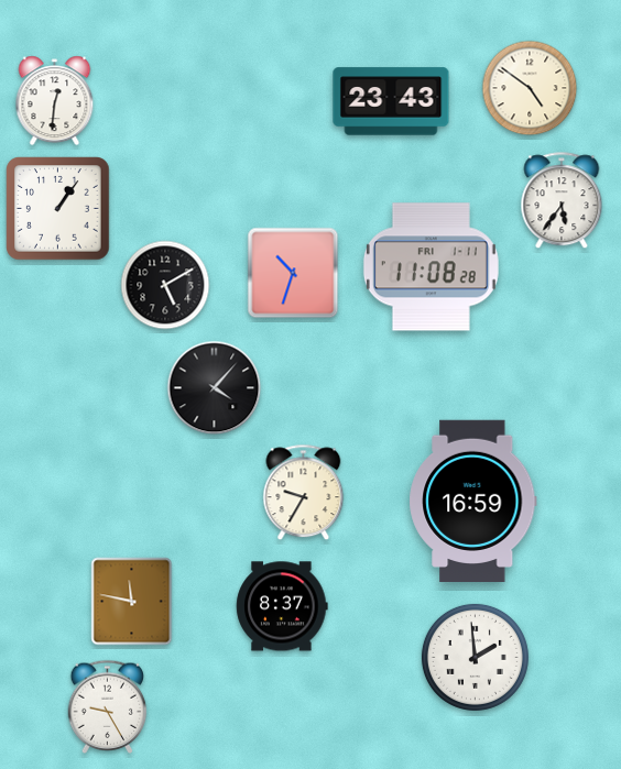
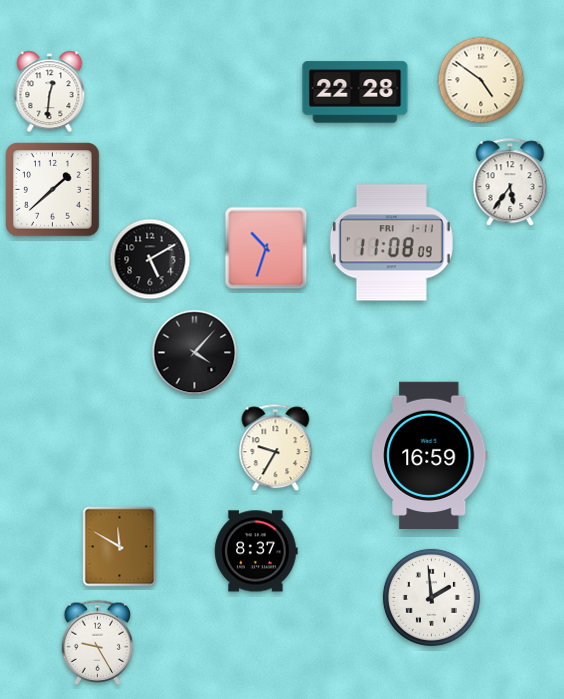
clock at (391, 101): 23:43 -> 22:28
clock at (58, 209): 1:06 -> 1:38
clock at (431, 267): 11:08:28 -> 11:08:09
clock at (132, 602): 11:47 -> 11:50
